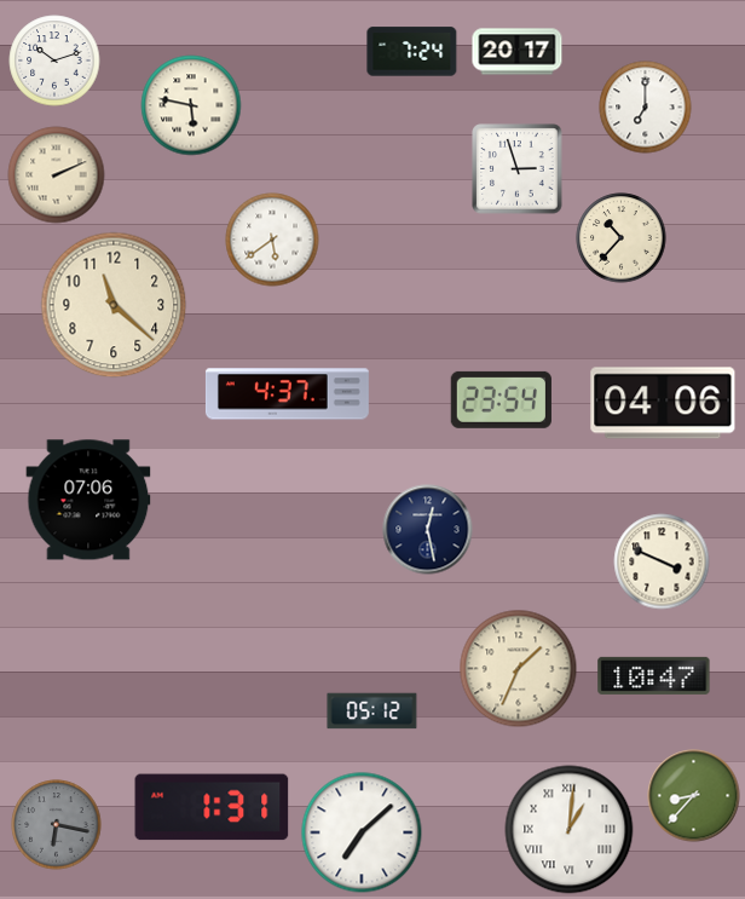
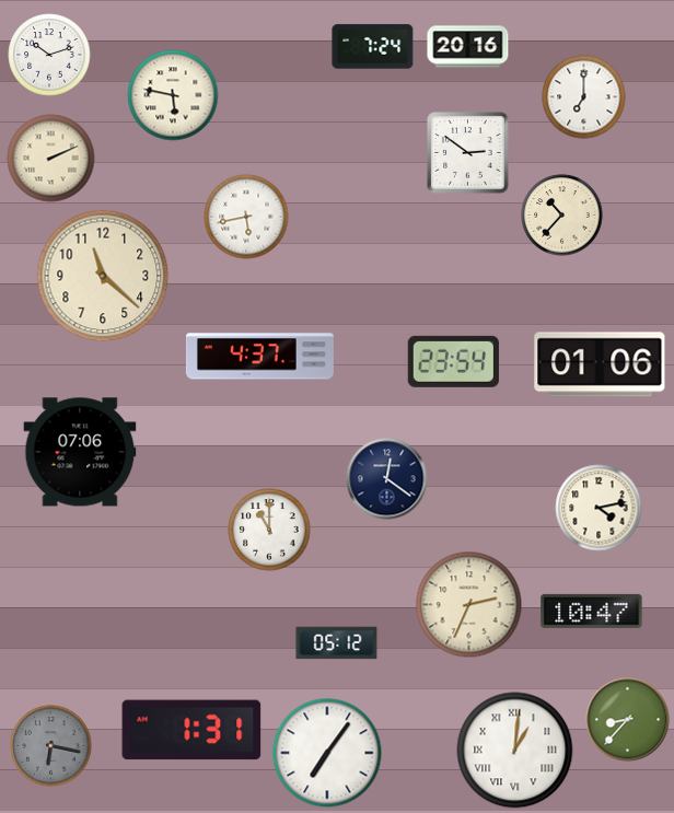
clock at (518, 52): 20:17 -> 20:16
clock at (518, 169): 2:57 -> 2:51
clock at (272, 240): 5:39 -> 5:43
clock at (663, 403): 04:06 -> 01:06
clock at (428, 530): 12:28 -> 12:21
clock at (662, 561): 3:49 -> 4:13
clock at (269, 530): none -> 11:00
clock at (519, 669): 1:34 -> 2:34
clock at (362, 832): 7:08 -> 7:06
